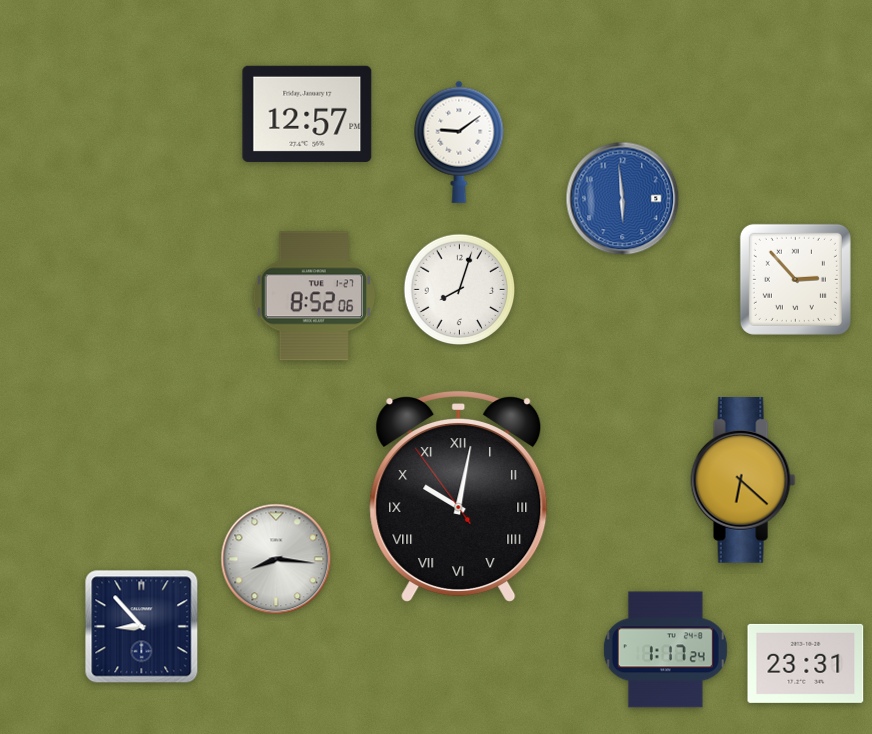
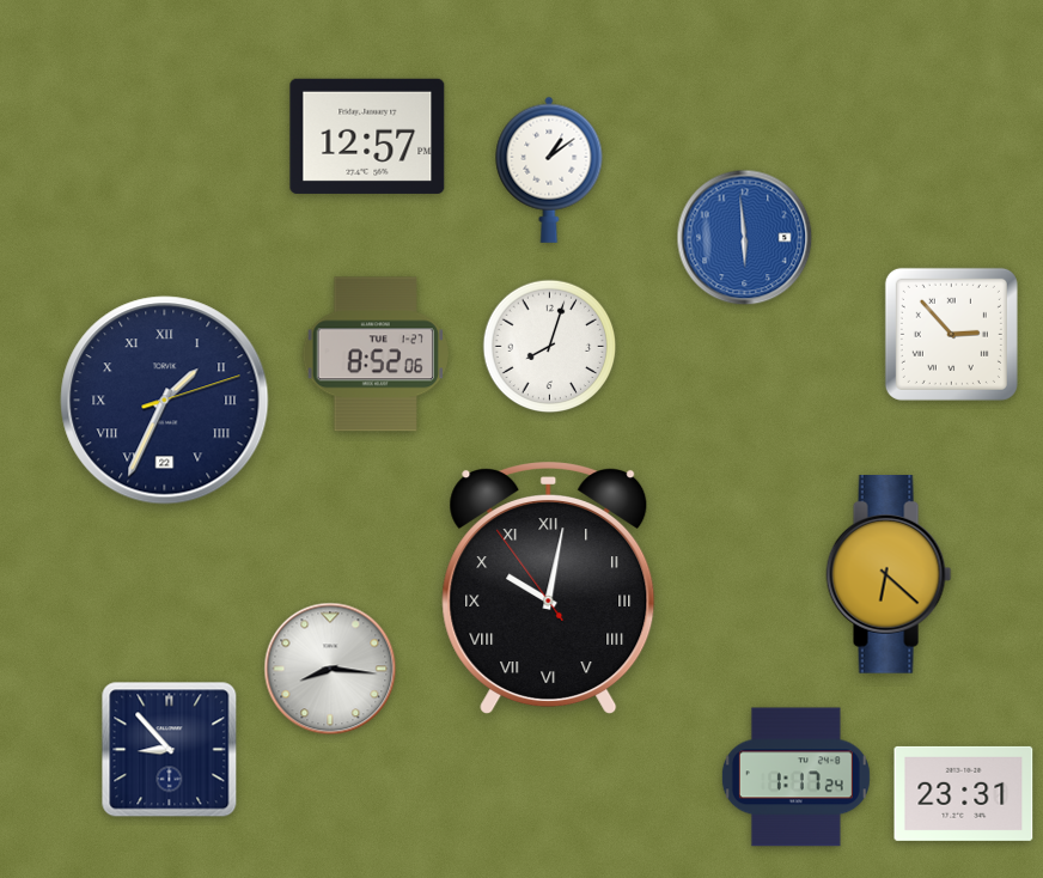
clock at (459, 142): 9:09 -> 1:09
clock at (165, 401): none -> 1:34
clock at (459, 497) position: (459, 497) -> (549, 589)
